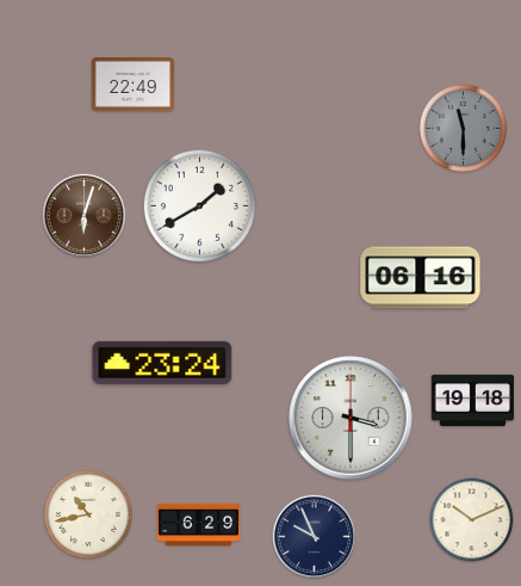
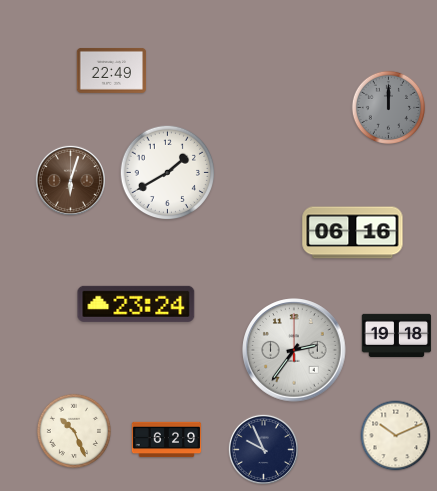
clock at (464, 129): 11:30 -> 12:00
clock at (351, 418): 3:30 -> 2:36
clock at (88, 514): 10:43 -> 10:26
